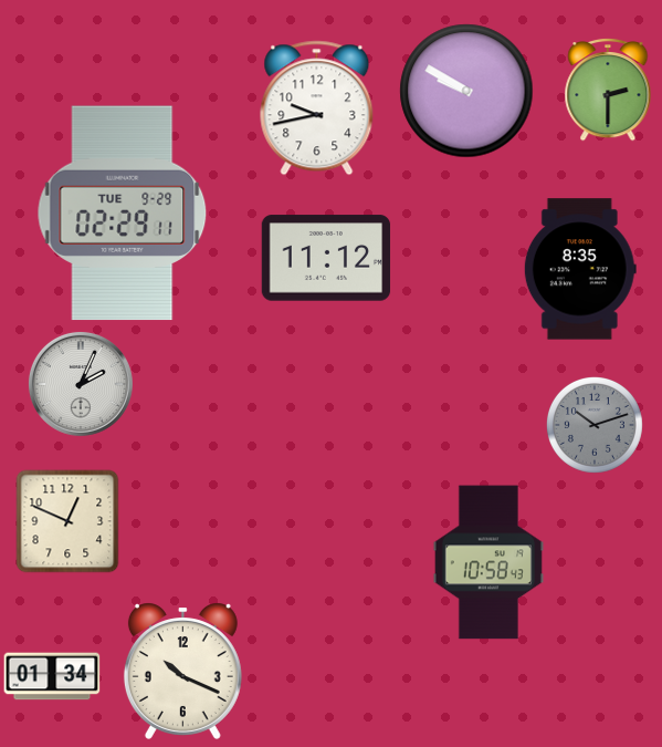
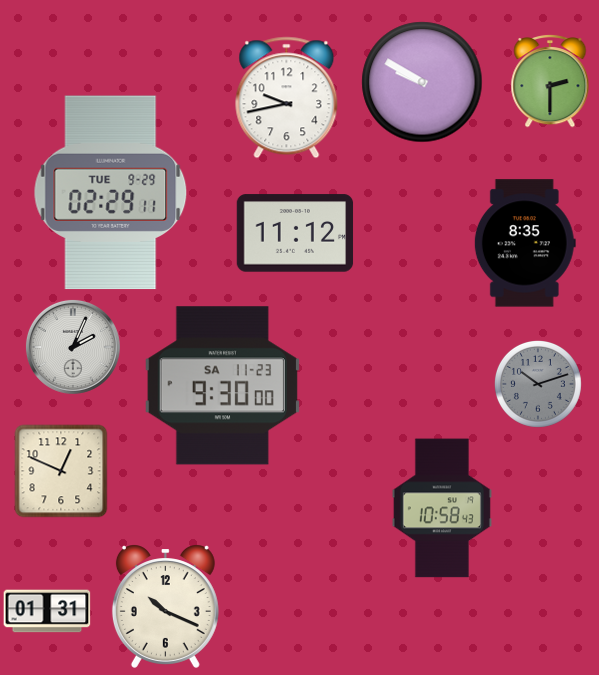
clock at (222, 386): none -> 9:30
clock at (52, 676): 01:34 -> 01:31
